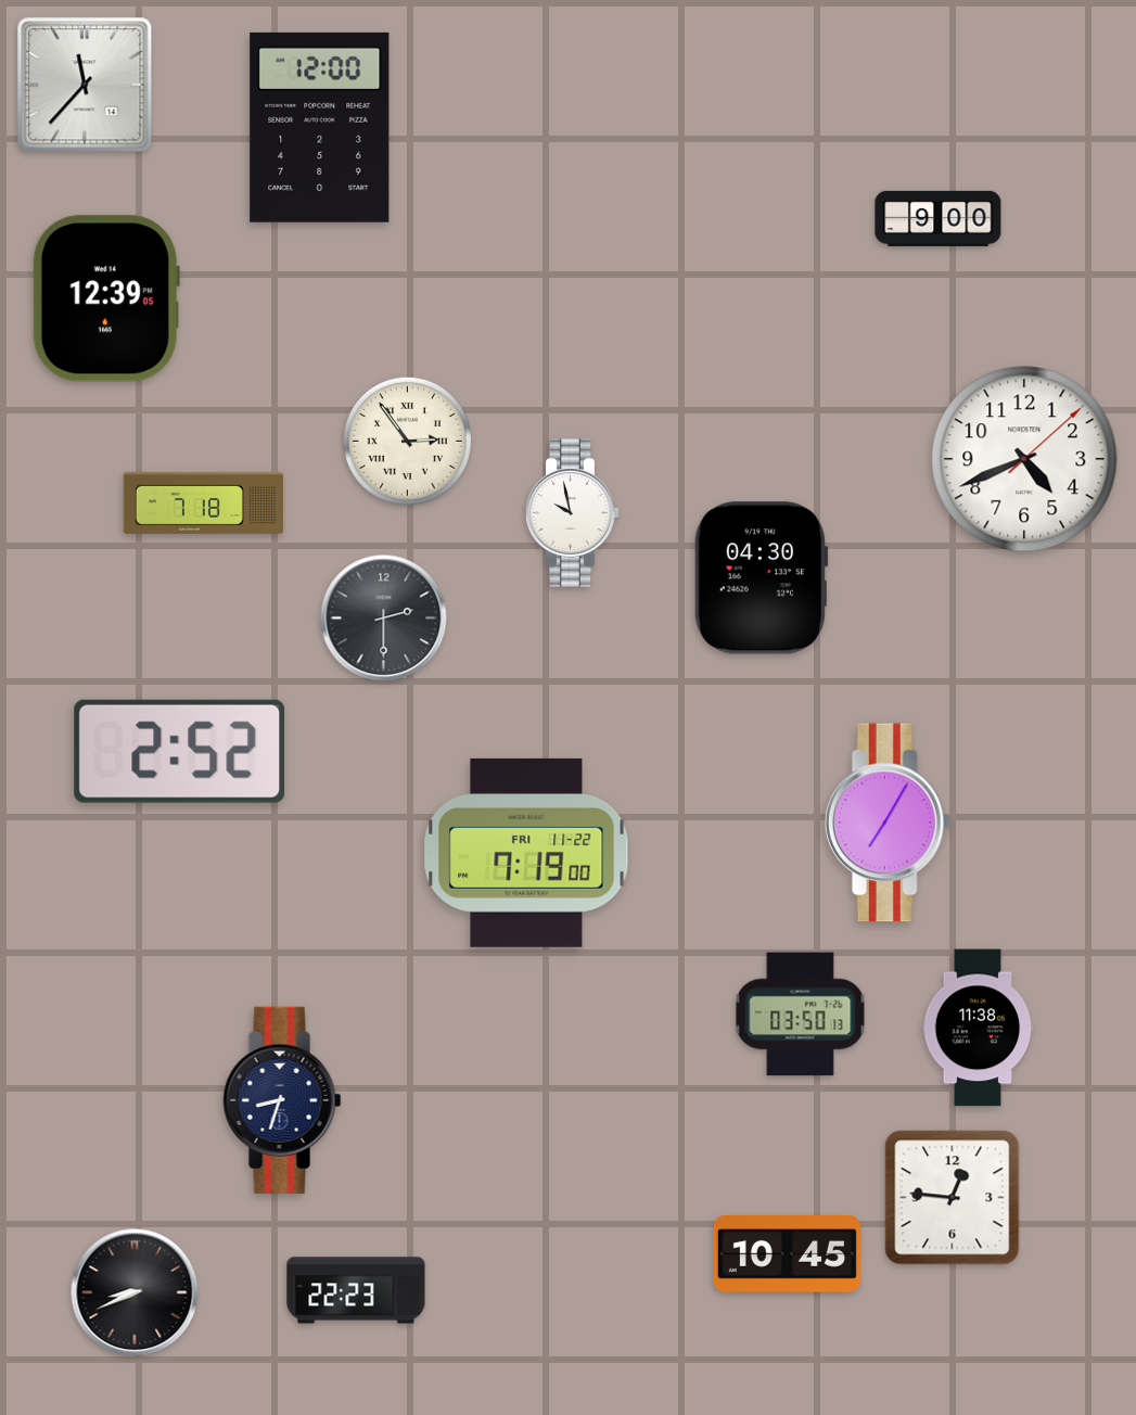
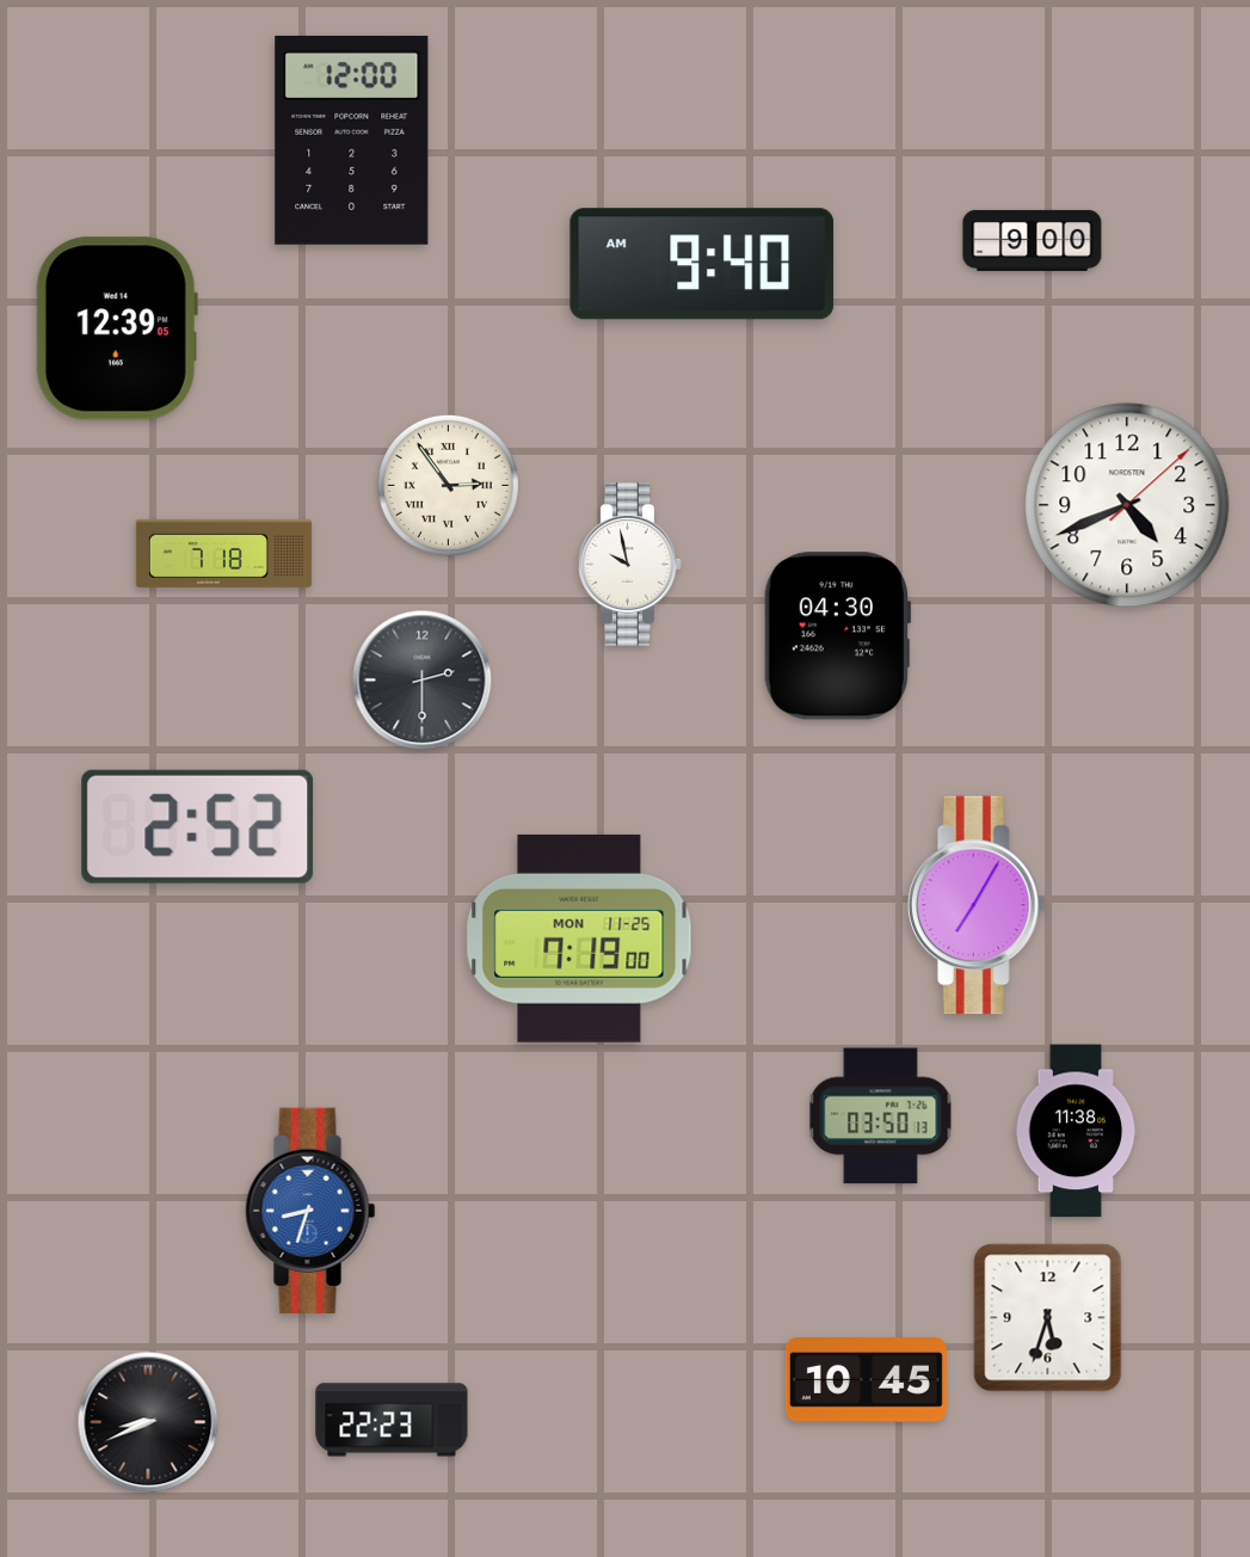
clock at (85, 85): 11:37 -> none
clock at (702, 264): none -> 9:40
clock at (526, 853) date: FRI 11-22 -> MON 11-25
clock at (282, 1100) dial: navy -> blue
clock at (953, 1198): 12:46 -> 5:33
